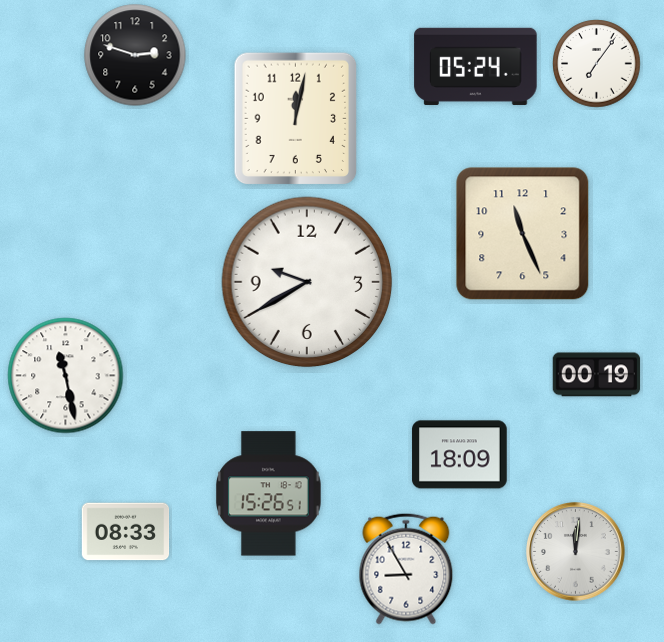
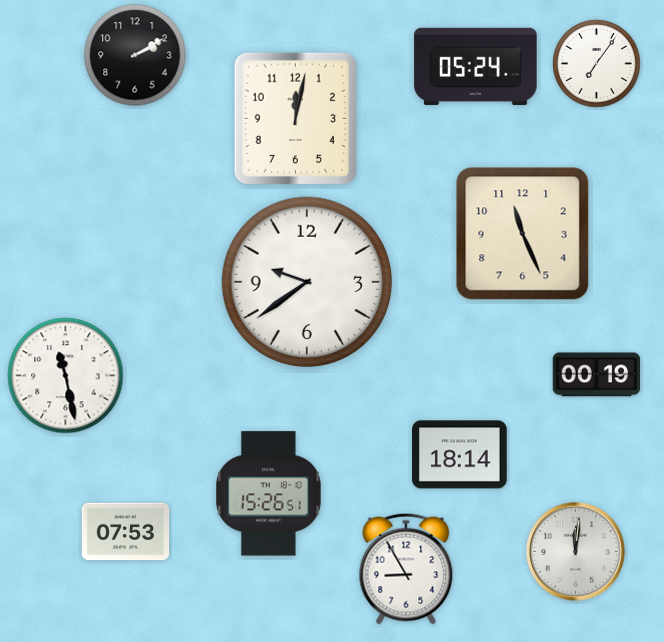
clock at (135, 55): 2:48 -> 2:10
clock at (307, 282): 9:40 -> 9:39
clock at (460, 455): 18:09 -> 18:14
clock at (126, 532): 08:33 -> 07:53
